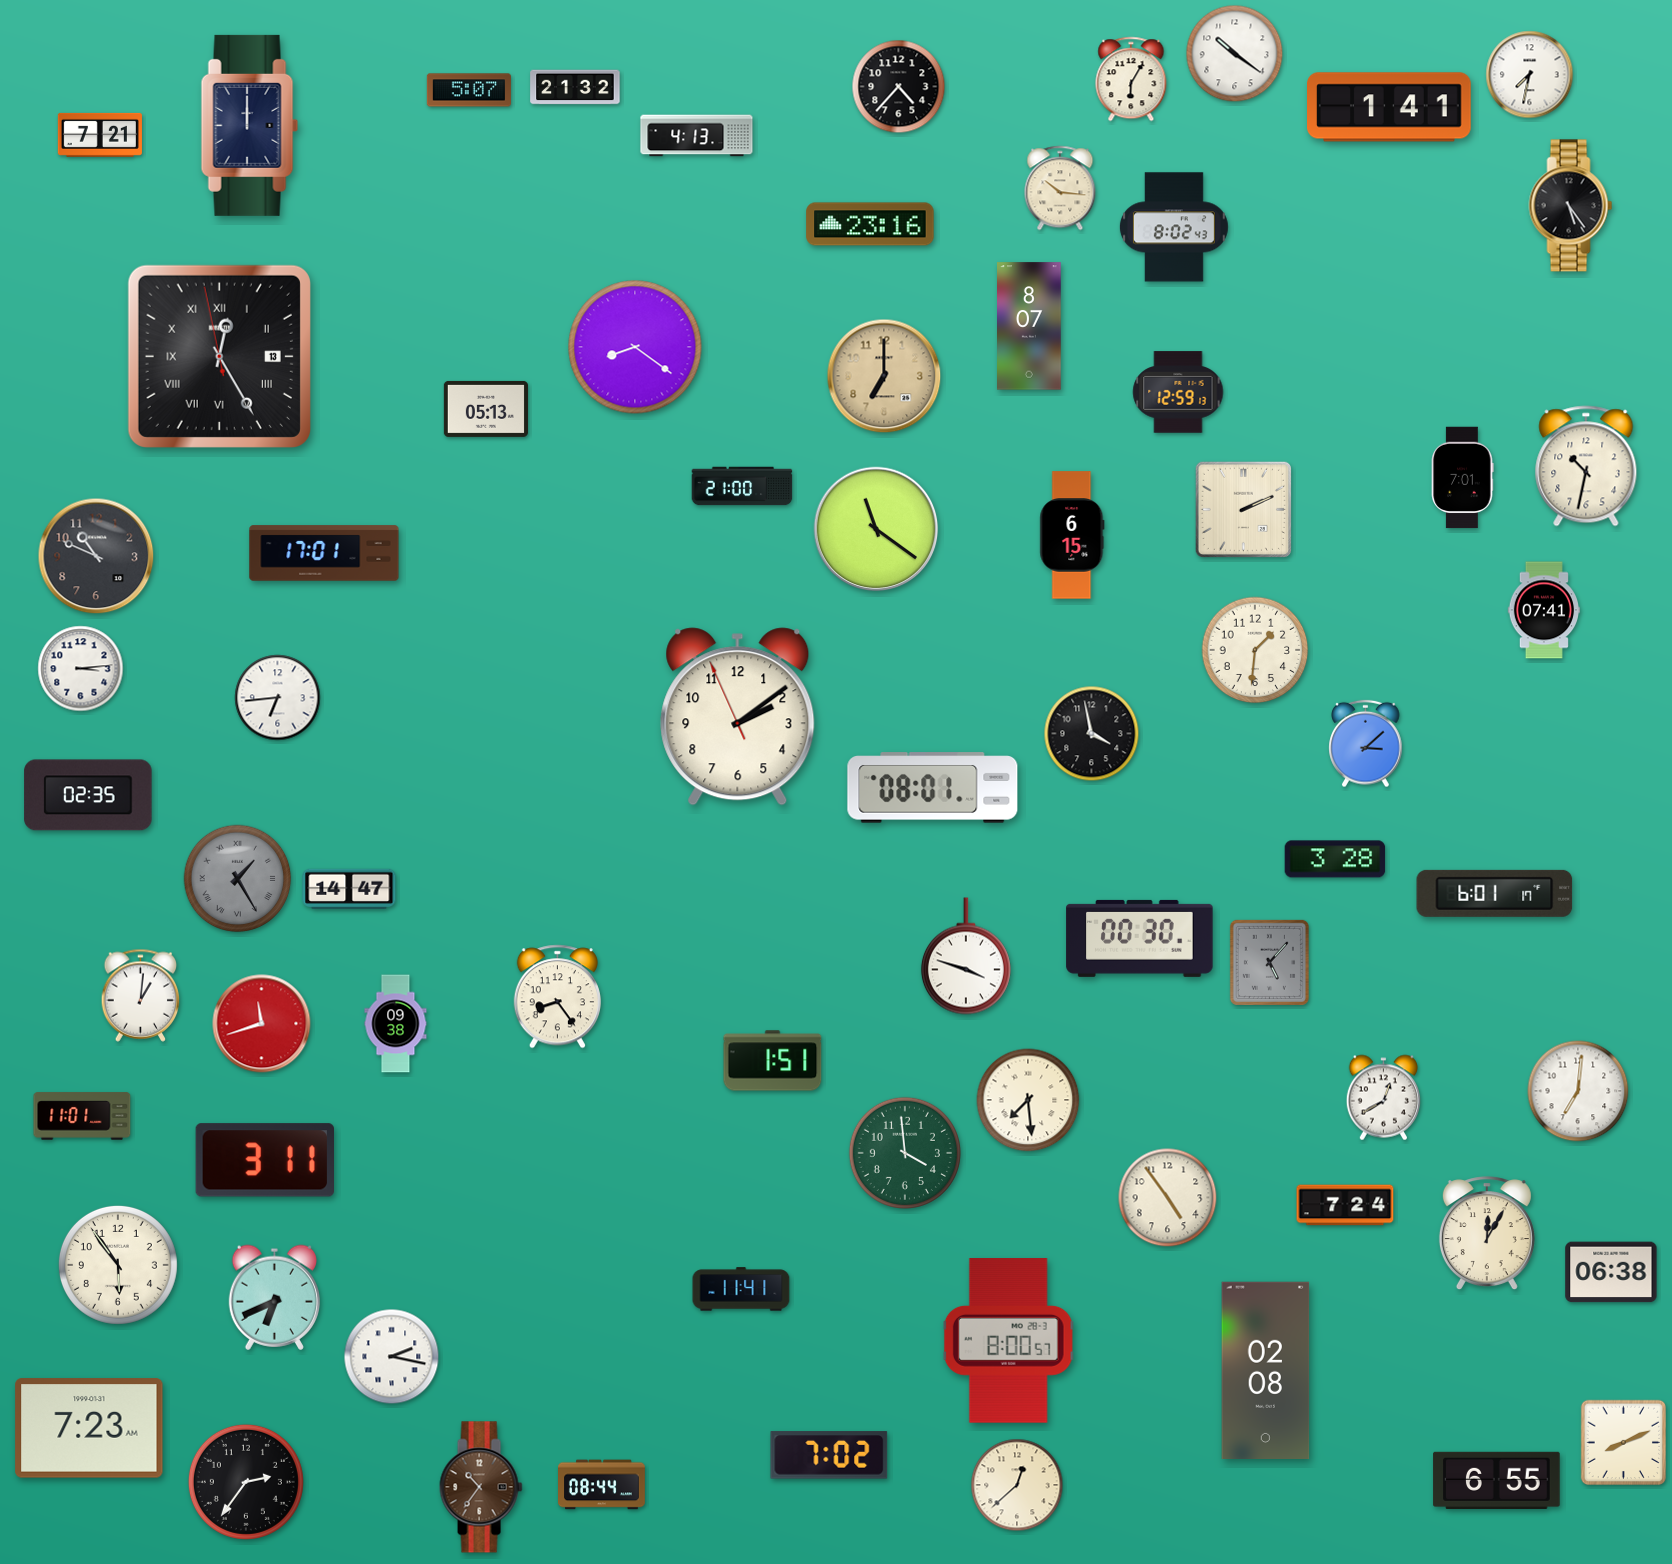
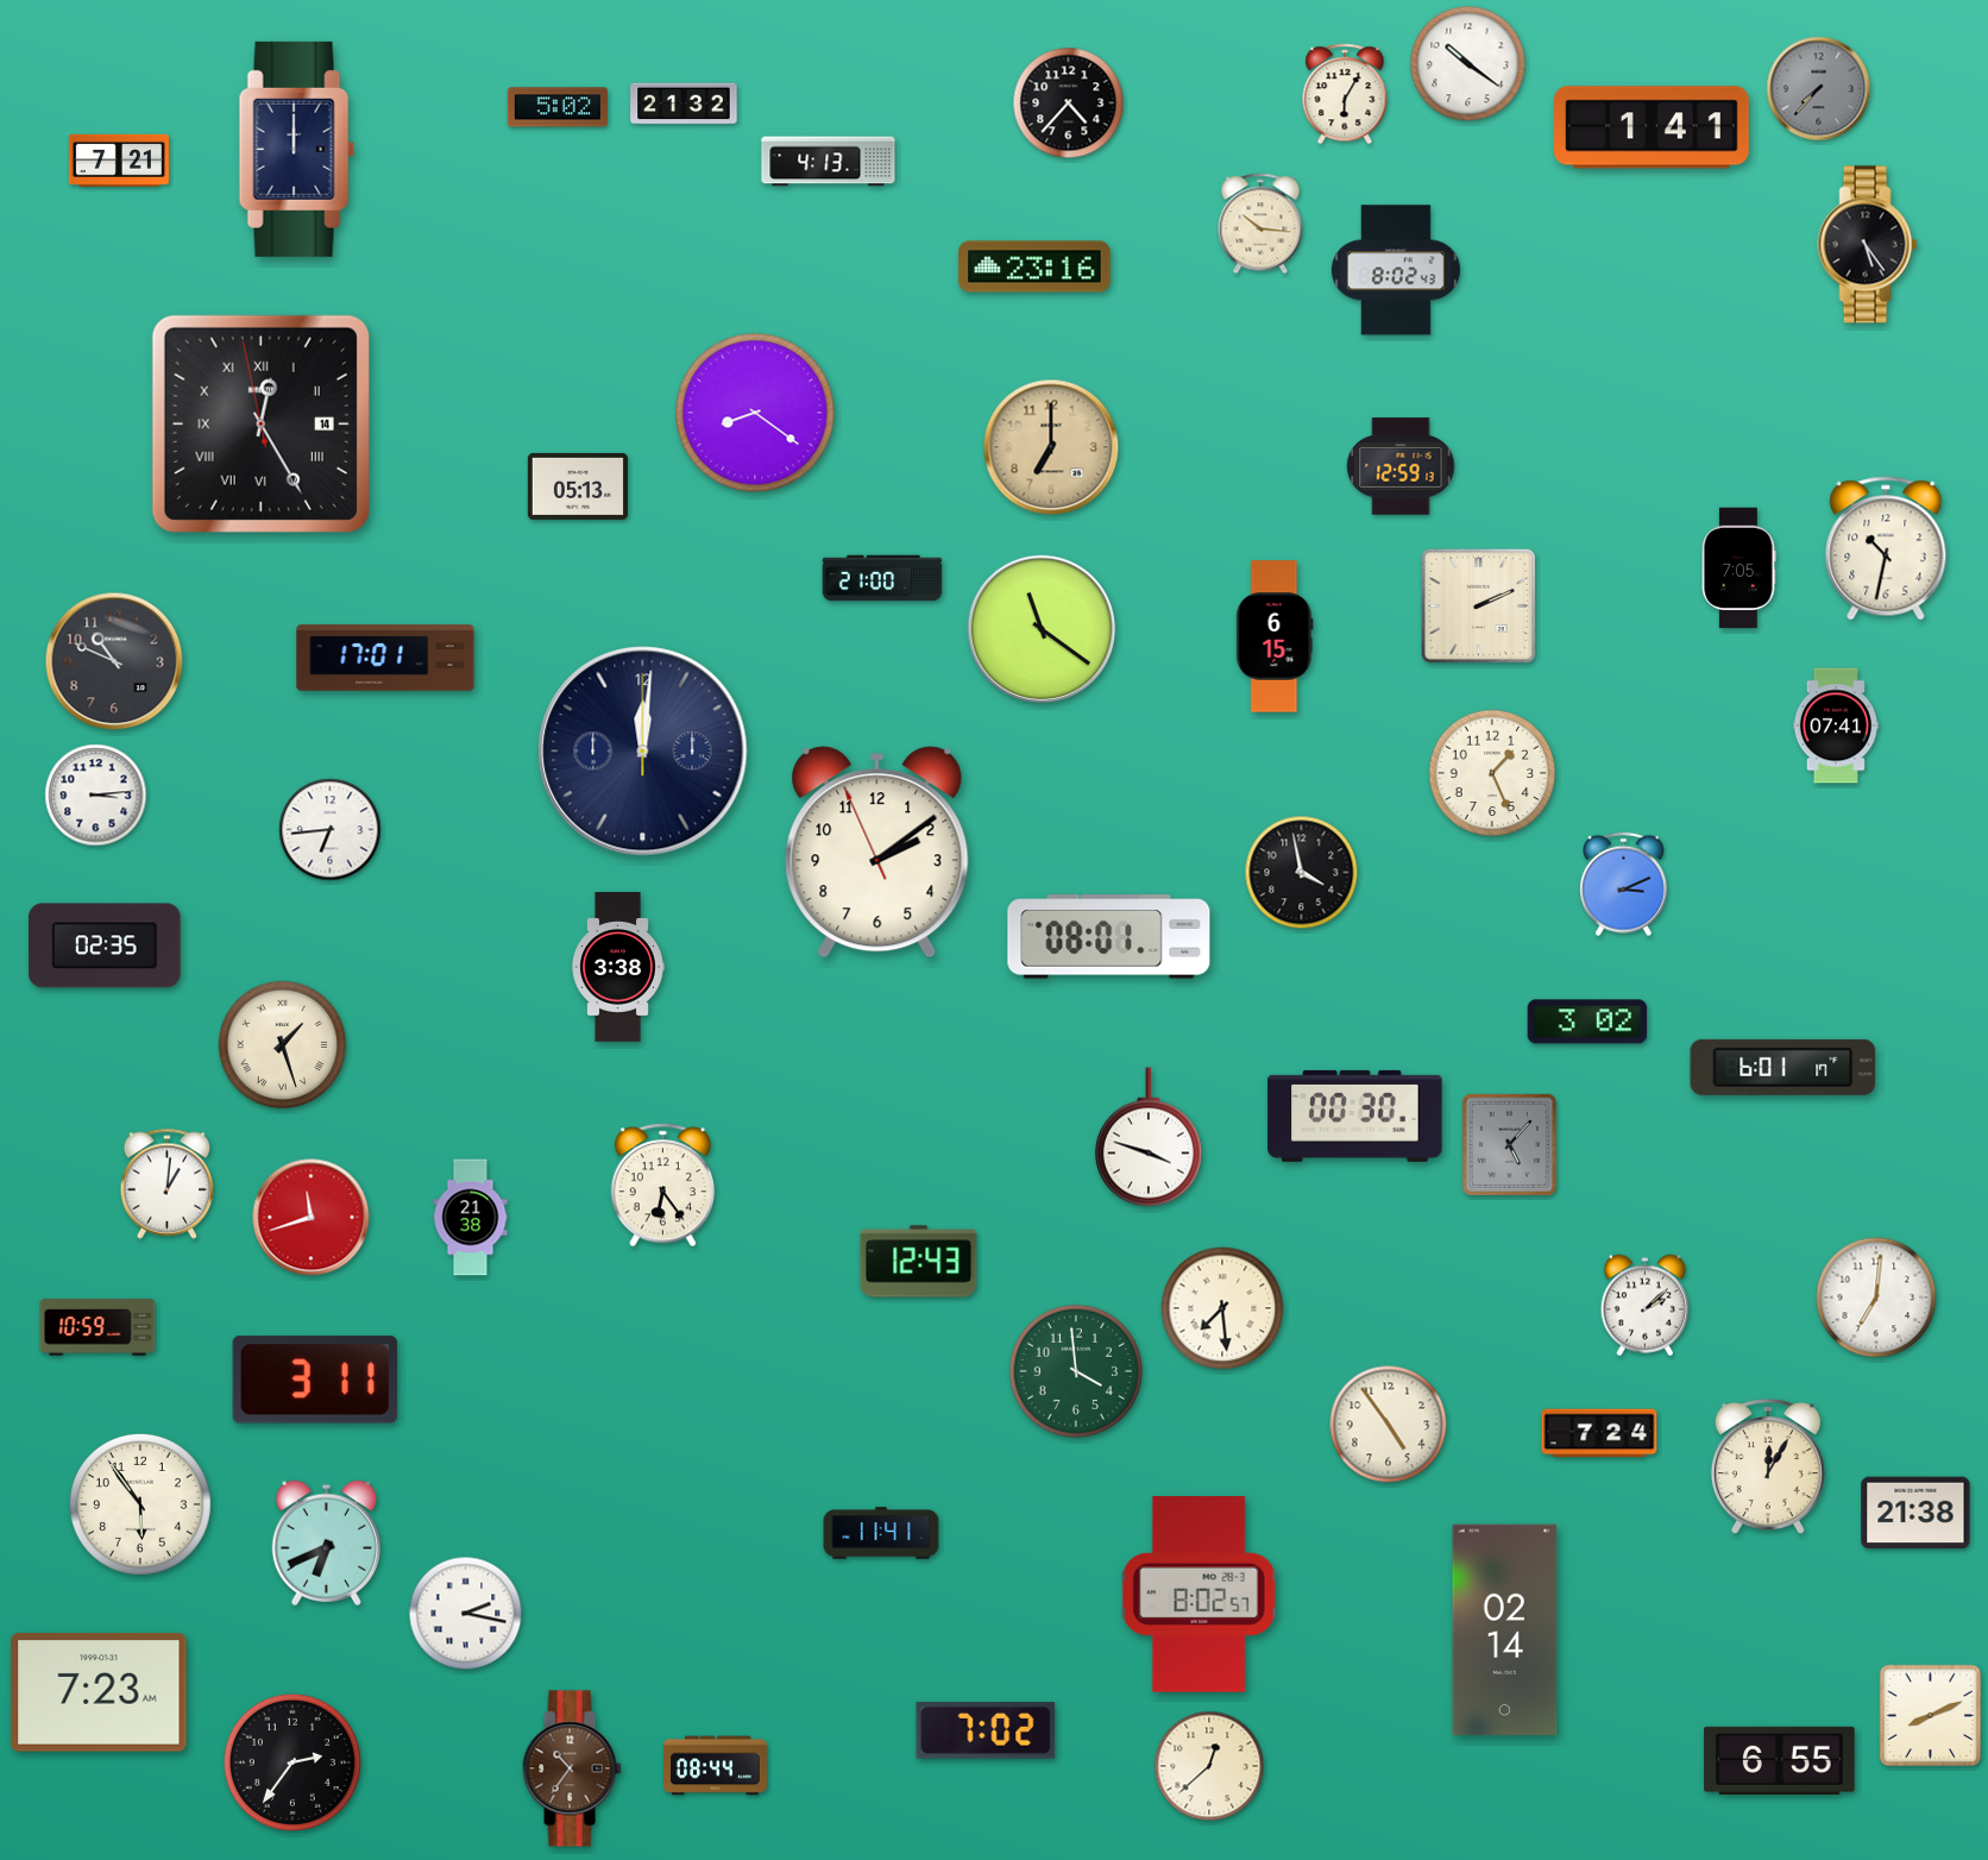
clock at (1530, 75): 7:32 -> 7:37
clock at (1530, 75) dial: white -> grey
clock at (469, 90): 5:07 -> 5:02
clock at (1030, 326): 8:07 -> none
clock at (219, 356) date: 13 -> 14
clock at (1586, 466) position: (1586, 466) -> (1886, 548)
clock at (1462, 478): 7:01 -> 7:05
clock at (643, 752): none -> 12:01
clock at (1255, 650): 1:31 -> 1:26
clock at (1092, 734) position: (1092, 734) -> (1302, 873)
clock at (1366, 744): 3:08 -> 3:11
clock at (618, 967): none -> 3:38
clock at (1335, 859): 3:28 -> 3:02
clock at (238, 879): 1:25 -> 1:27
clock at (238, 879) dial: grey -> cream
clock at (349, 889): 14:47 -> none
clock at (1495, 893) position: (1495, 893) -> (1783, 1067)
clock at (557, 997): 8:24 -> 6:24
clock at (396, 1024): 09:38 -> 21:38
clock at (773, 1061): 1:51 -> 12:43
clock at (1383, 1098): 12:40 -> 2:08
clock at (82, 1116): 11:01 -> 10:59
clock at (1611, 1272): 06:38 -> 21:38
clock at (1008, 1341): 8:00 -> 8:02
clock at (1266, 1370): 02:08 -> 02:14
clock at (89, 1428) position: (89, 1428) -> (99, 1692)
